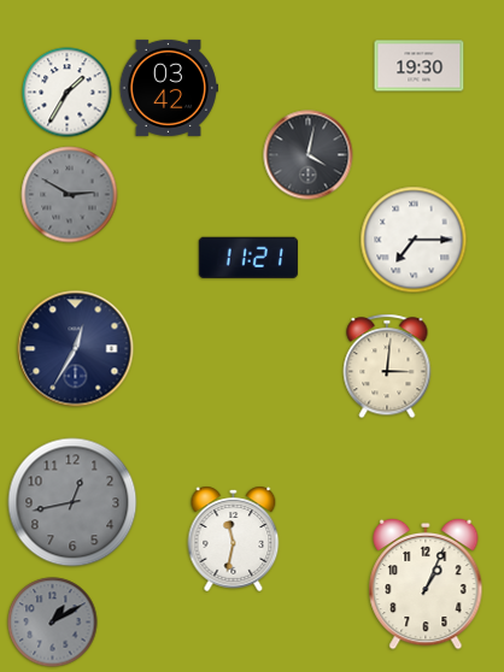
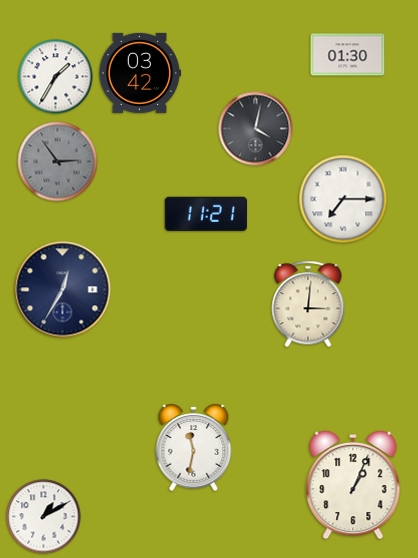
clock at (420, 66): 19:30 -> 01:30
clock at (70, 195): 2:50 -> 2:54
clock at (387, 366) position: (387, 366) -> (308, 304)
clock at (72, 502): 12:43 -> none
clock at (53, 623) dial: grey -> white
